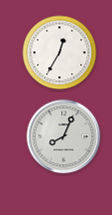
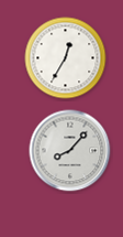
clock at (64, 137): 8:04 -> 8:07
